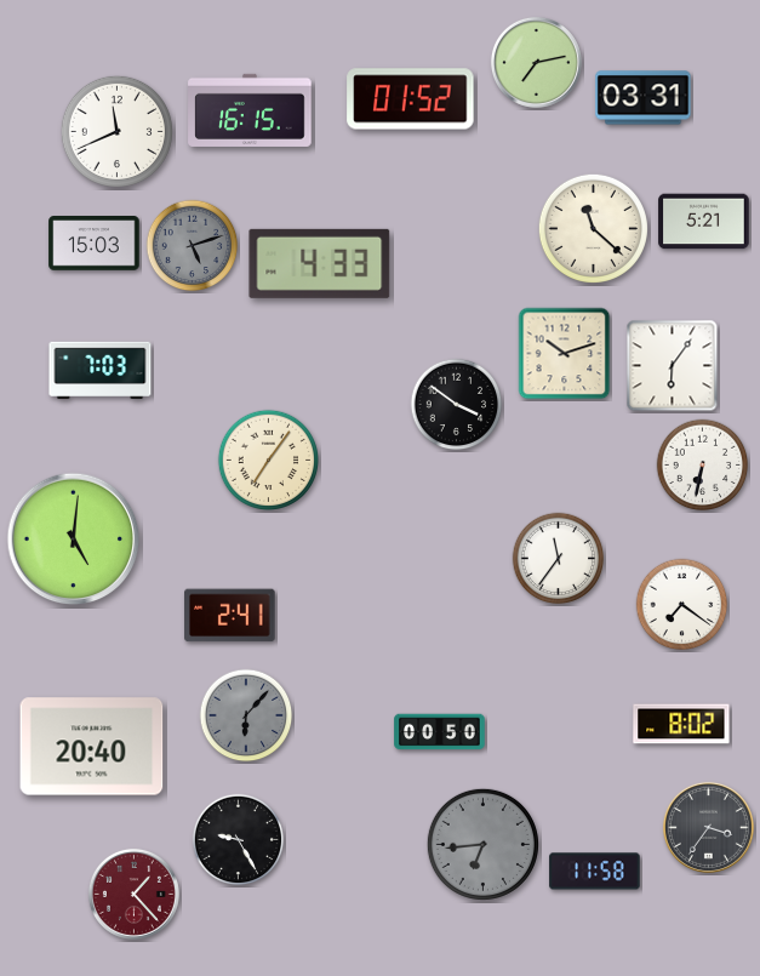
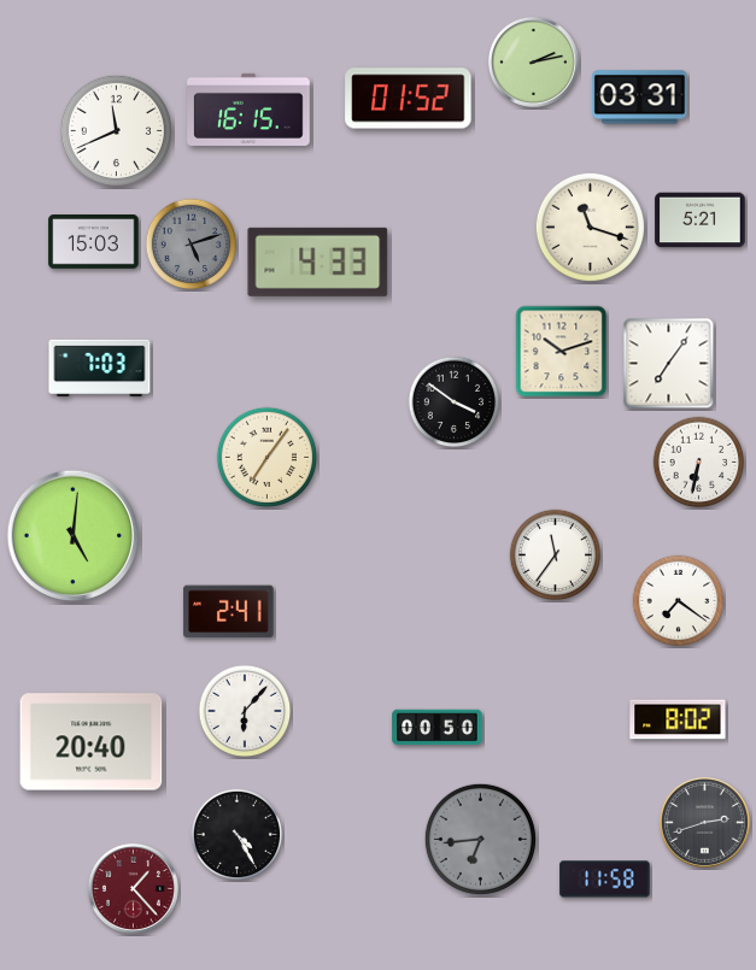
clock at (536, 62): 7:13 -> 2:13
clock at (593, 228): 11:22 -> 11:18
clock at (673, 366): 6:06 -> 7:06
clock at (246, 715) dial: grey -> white
clock at (708, 827): 3:36 -> 2:42
clock at (239, 840): 9:25 -> 4:25
clock at (595, 872) position: (595, 872) -> (605, 880)
